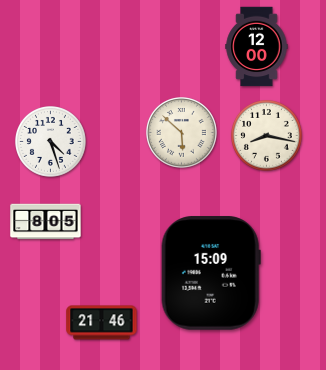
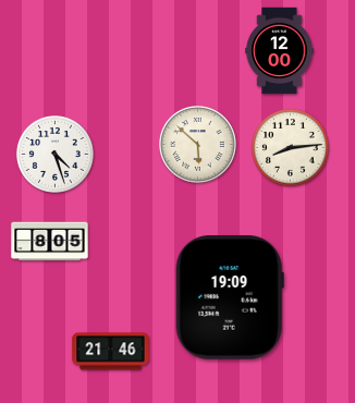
clock at (267, 136): 8:17 -> 8:14
clock at (211, 273): 15:09 -> 19:09
